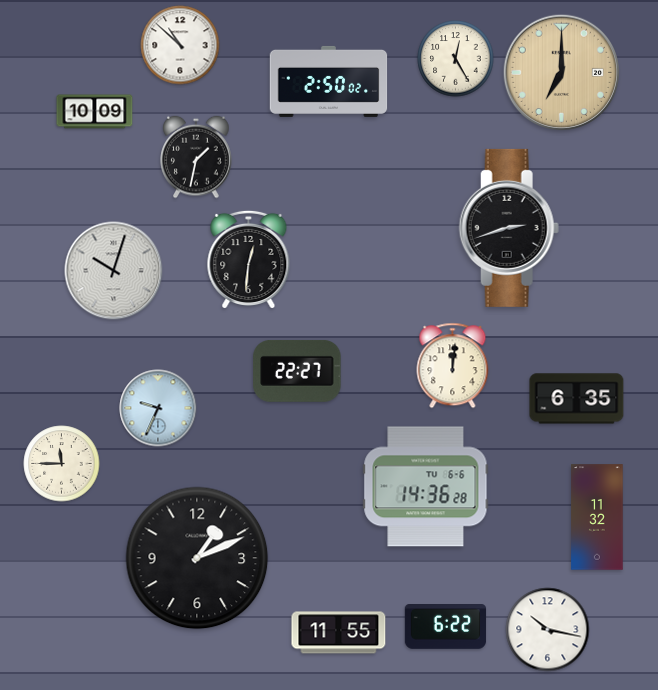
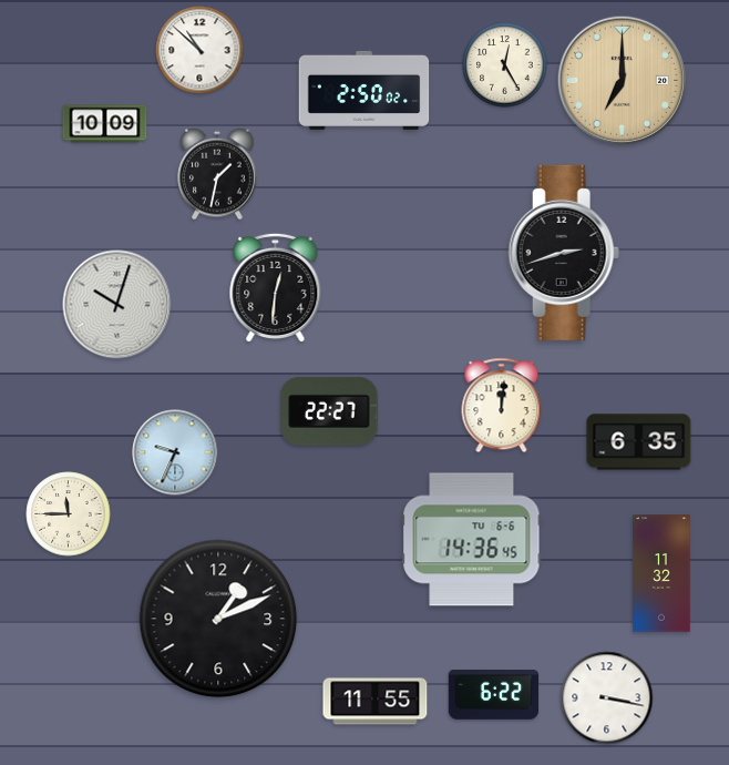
clock at (114, 271) position: (114, 271) -> (117, 305)
clock at (426, 487): 14:36:28 -> 14:36:45
clock at (548, 630): 10:17 -> 3:17
